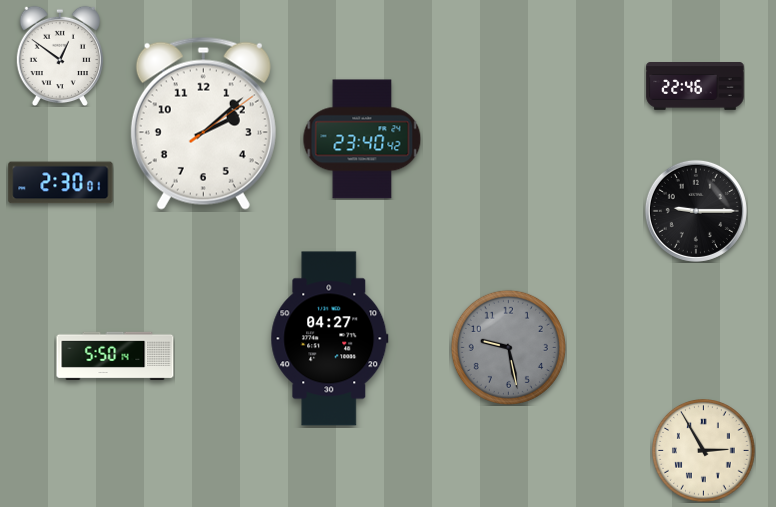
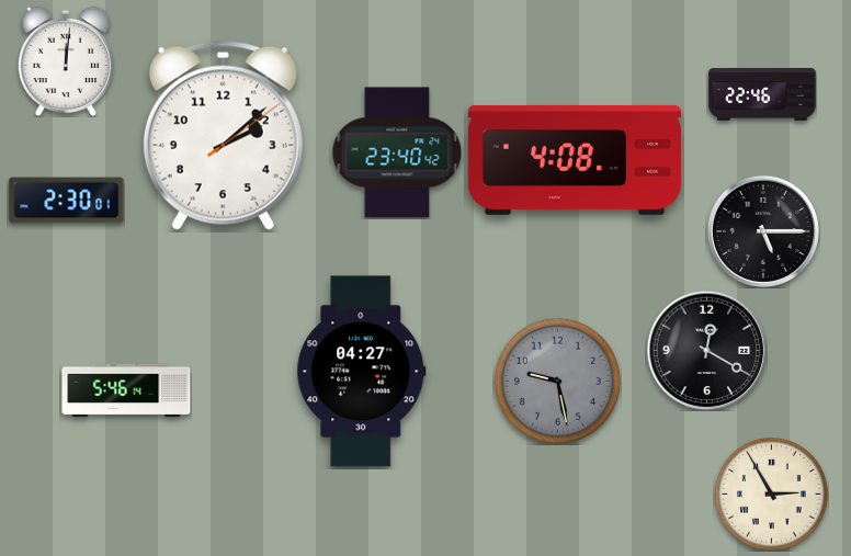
clock at (60, 56): 12:51 -> 12:01
clock at (575, 160): none -> 4:08
clock at (696, 211): 9:15 -> 5:15
clock at (706, 350): none -> 12:20
clock at (115, 356): 5:50 -> 5:46
